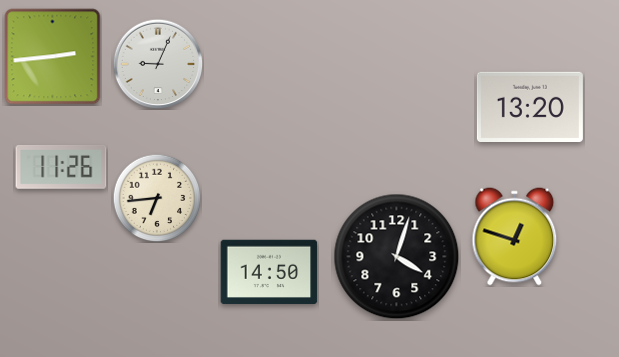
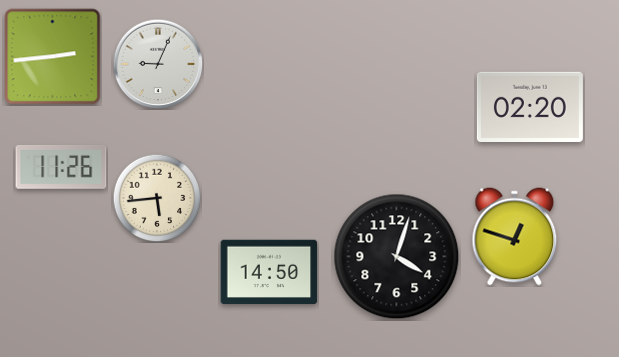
clock at (530, 106): 13:20 -> 02:20
clock at (157, 198): 6:44 -> 5:44
